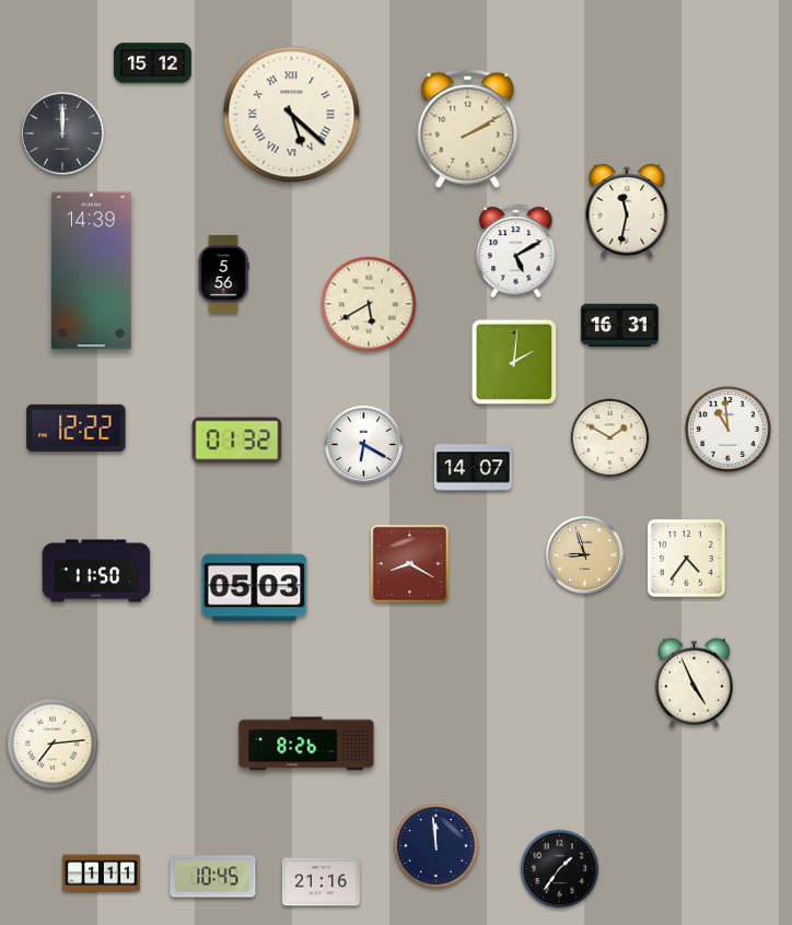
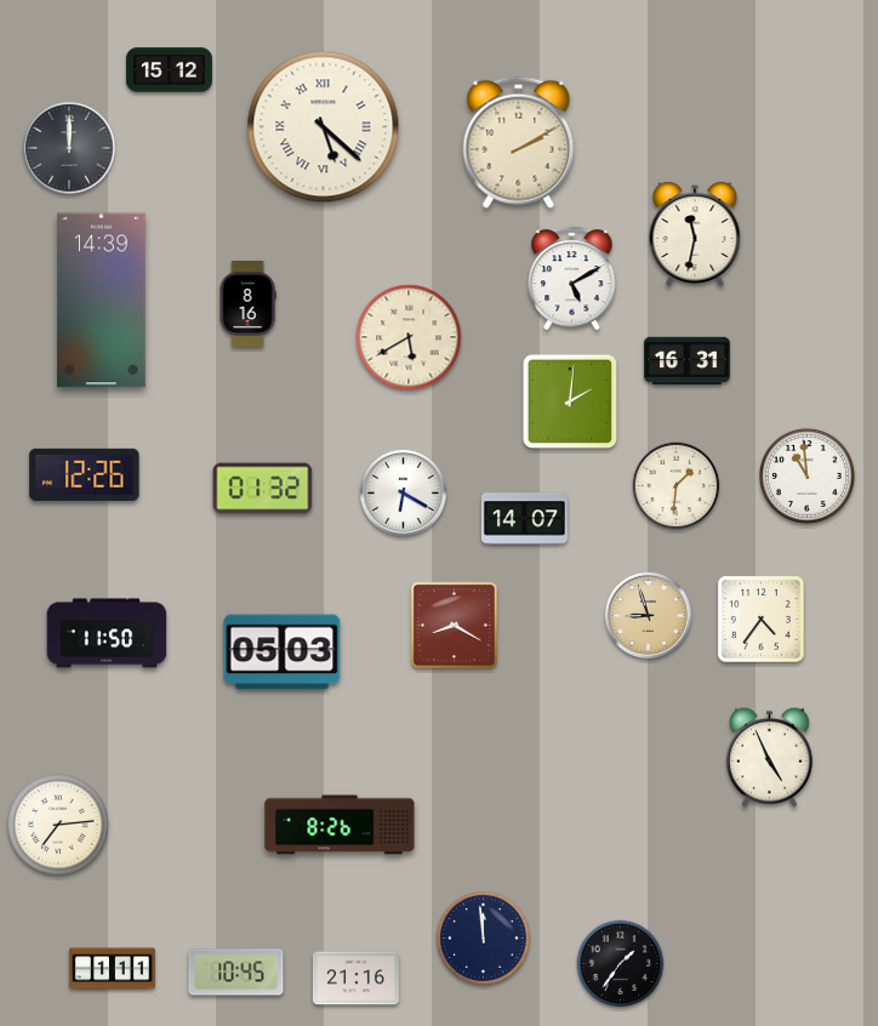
clock at (223, 273): 5:56 -> 8:16
clock at (77, 428): 12:22 -> 12:26
clock at (610, 438): 1:50 -> 1:31
